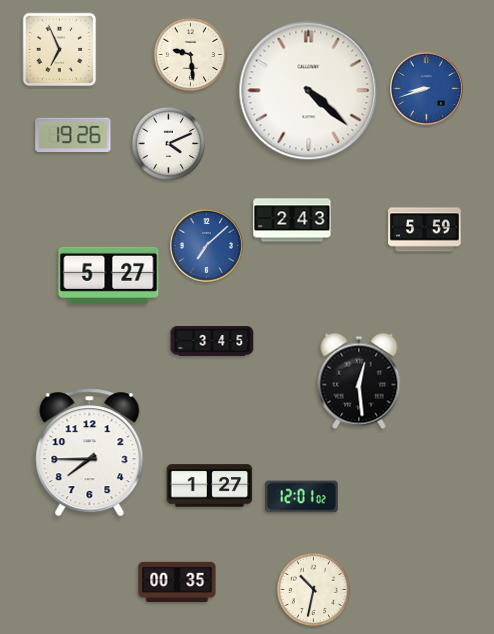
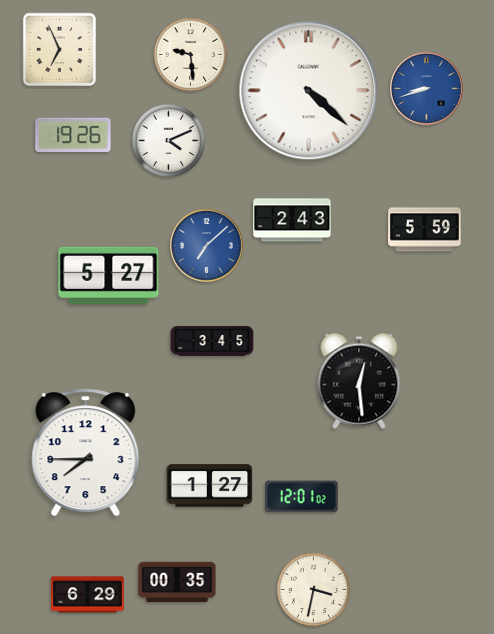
clock at (169, 144) position: (169, 144) -> (169, 141)
clock at (90, 453) position: (90, 453) -> (86, 453)
clock at (314, 590): 10:32 -> 3:32
clock at (88, 595): none -> 6:29
